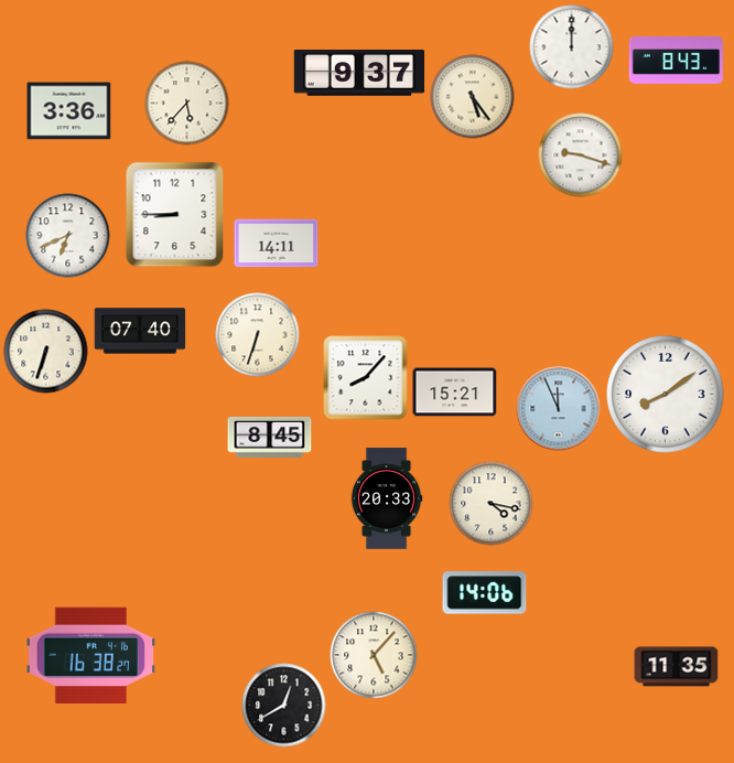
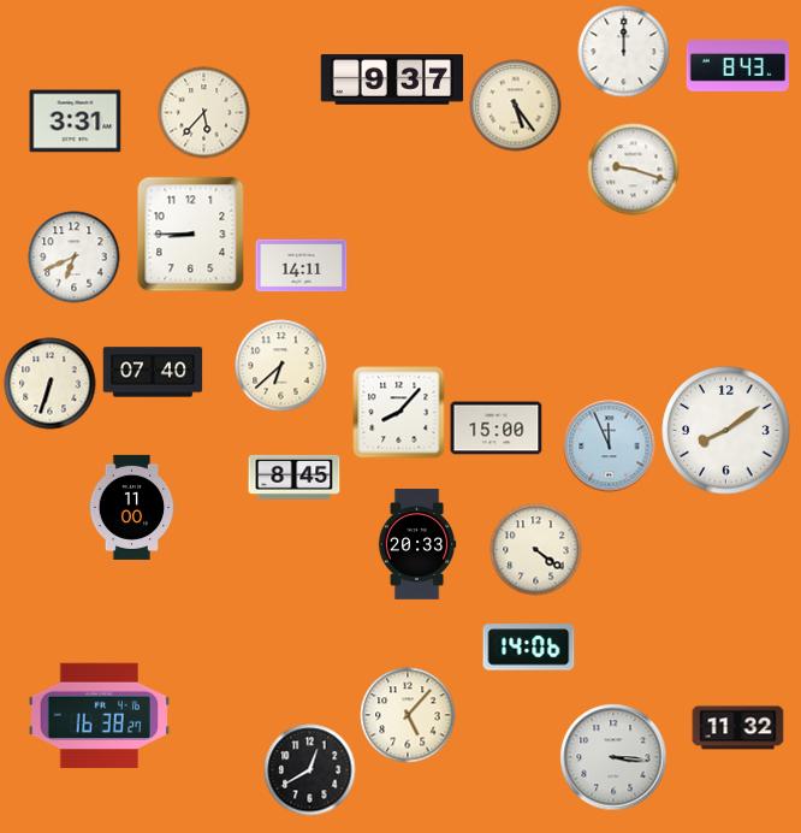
clock at (69, 111): 3:36 -> 3:31
clock at (140, 331) position: (140, 331) -> (153, 372)
clock at (258, 335): 6:33 -> 6:38
clock at (455, 393): 15:21 -> 15:00
clock at (132, 507): none -> 11:00
clock at (387, 498) position: (387, 498) -> (417, 544)
clock at (492, 504): 4:17 -> 4:21
clock at (677, 667): 11:35 -> 11:32
clock at (613, 757): none -> 3:16
